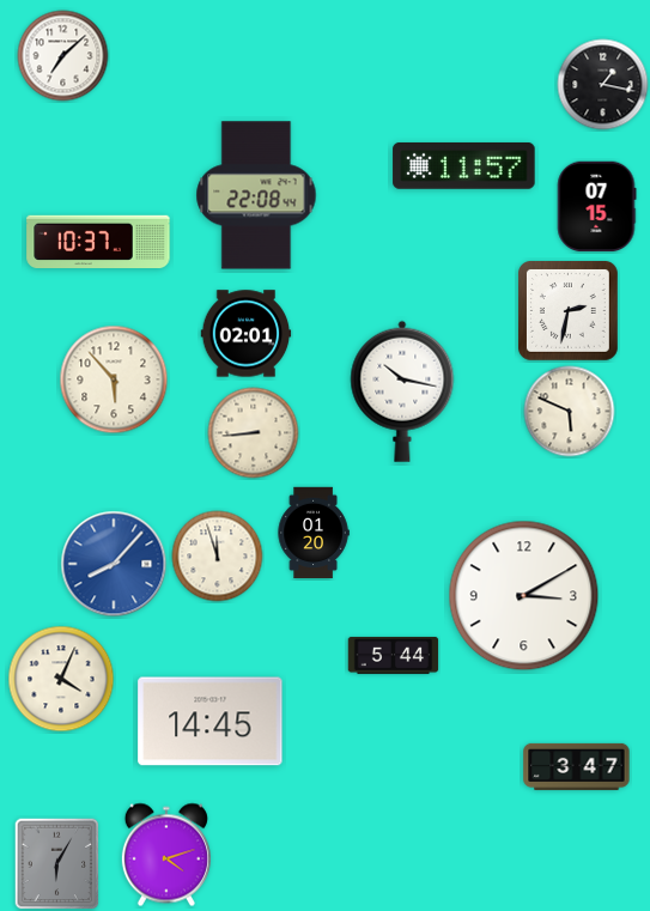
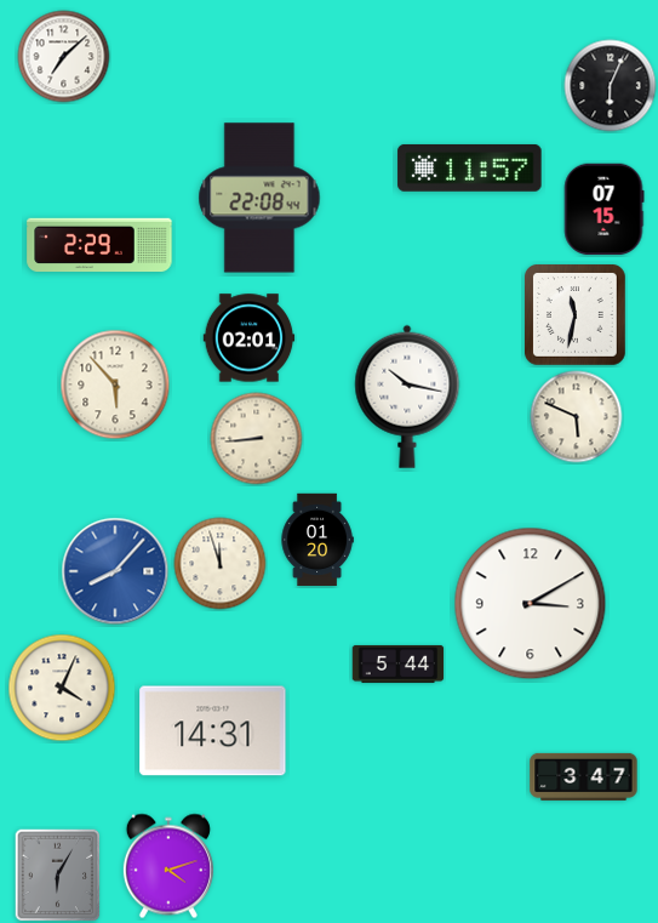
clock at (603, 85): 1:17 -> 6:04
clock at (98, 242): 10:37 -> 2:29
clock at (569, 311): 2:32 -> 11:32
clock at (211, 722): 14:45 -> 14:31
